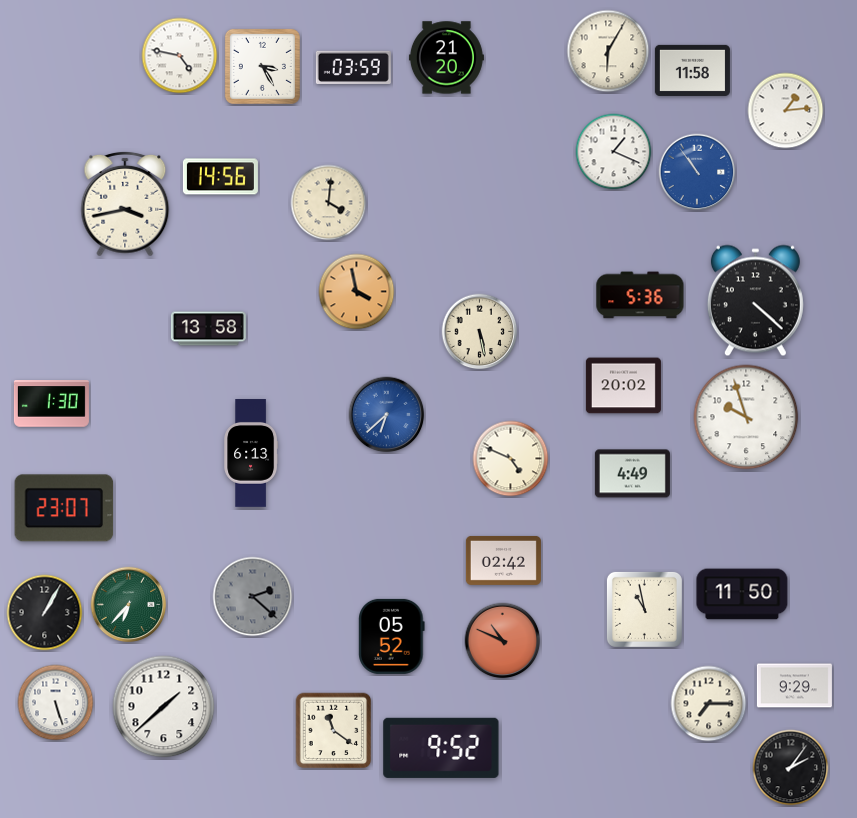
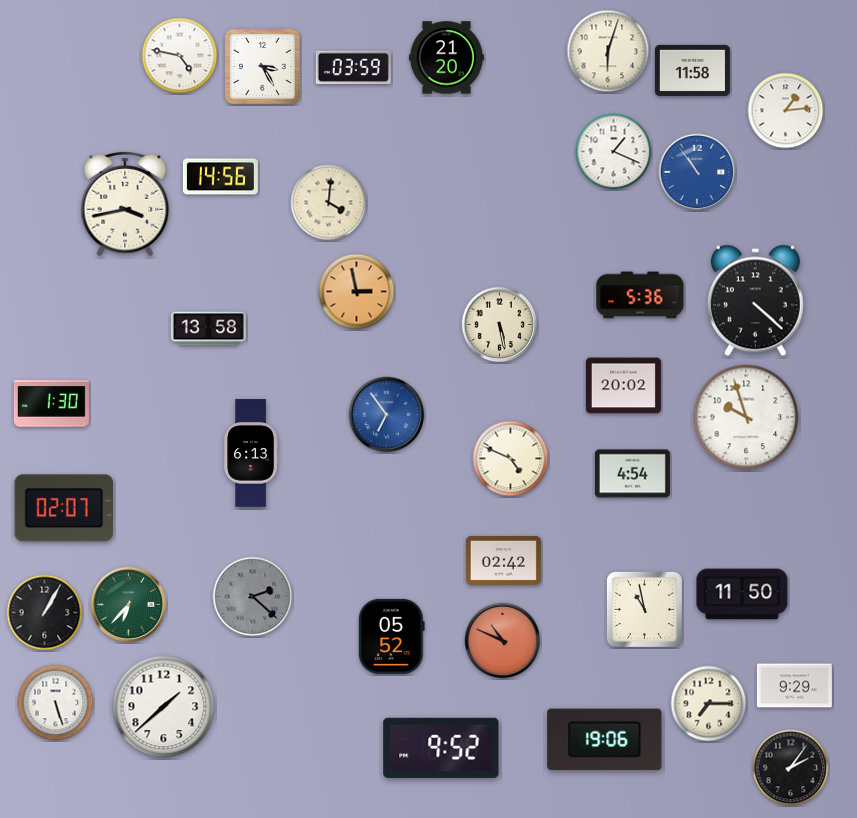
clock at (608, 51): 6:05 -> 6:03
clock at (357, 292): 3:58 -> 2:58
clock at (480, 332) position: (480, 332) -> (500, 325)
clock at (387, 415): 6:38 -> 6:54
clock at (632, 474): 4:49 -> 4:54
clock at (64, 508): 23:07 -> 02:07
clock at (334, 731): 11:21 -> none
clock at (605, 740): none -> 19:06
